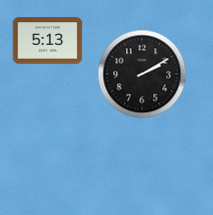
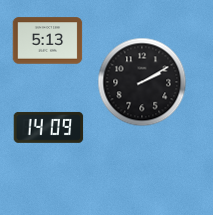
clock at (142, 74) position: (142, 74) -> (142, 82)
clock at (49, 127): none -> 14:09
